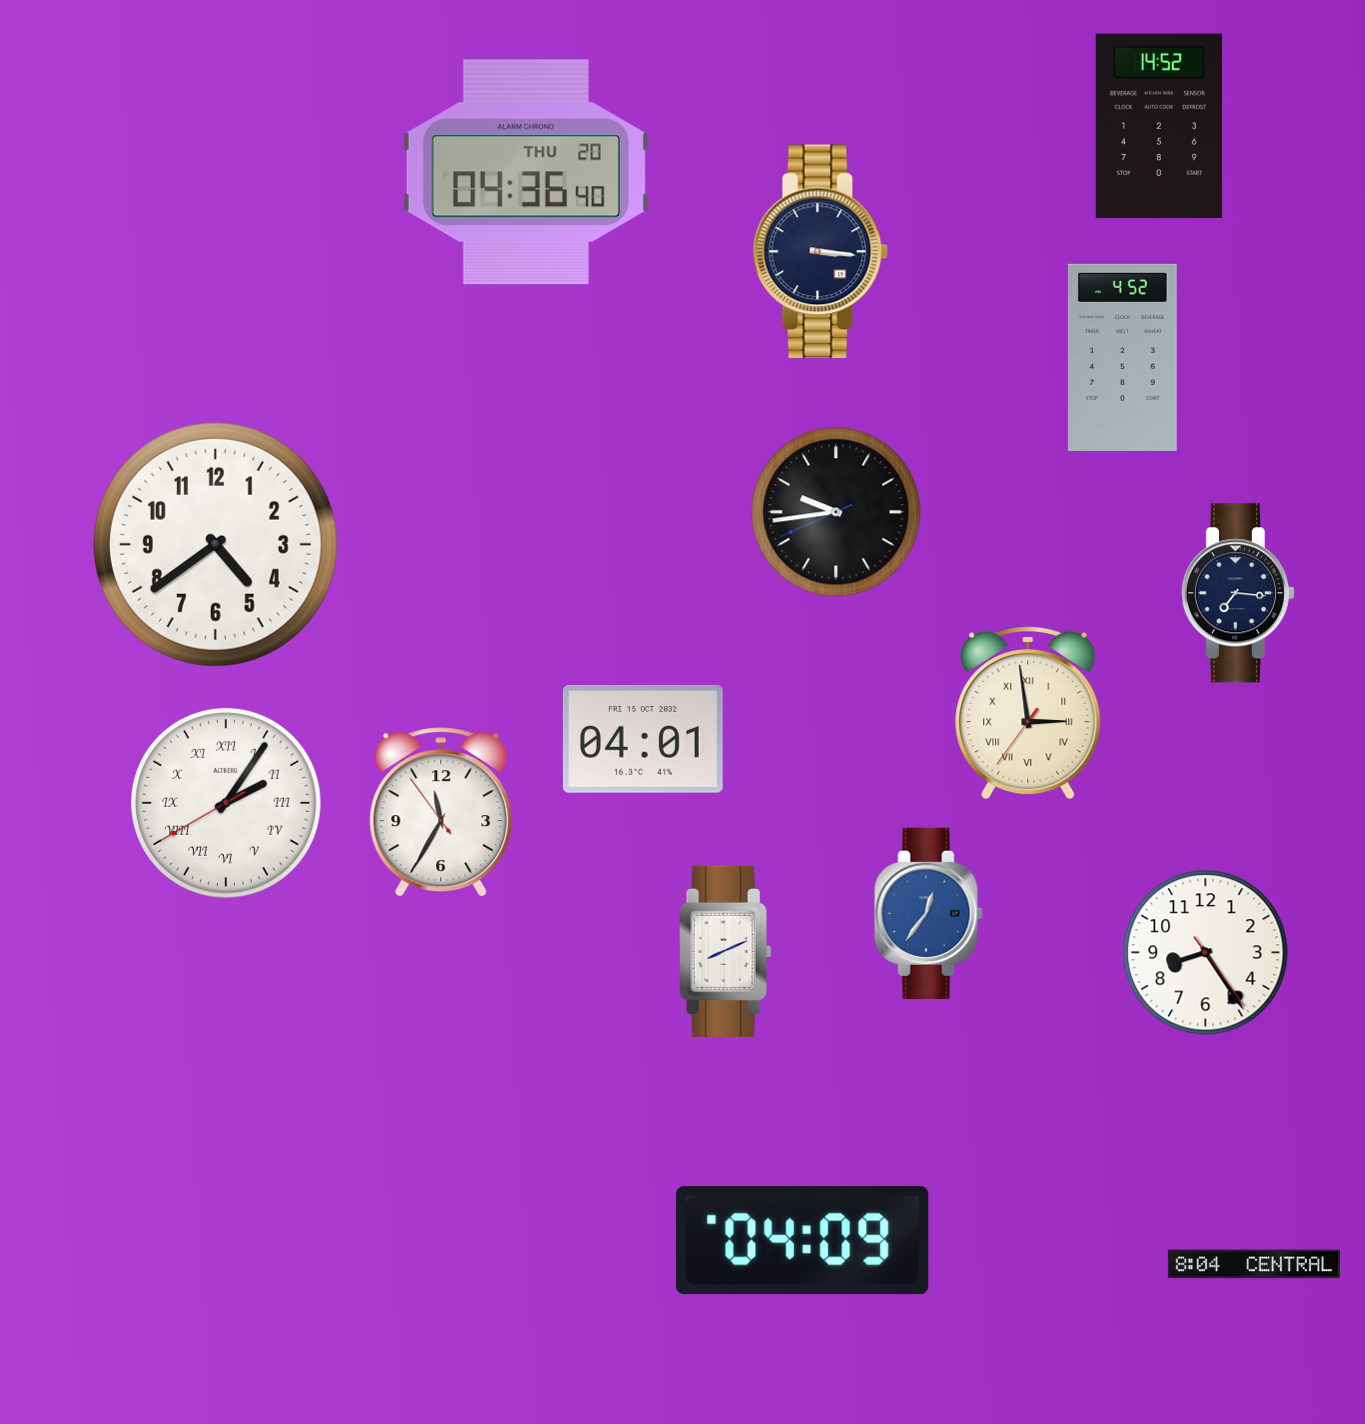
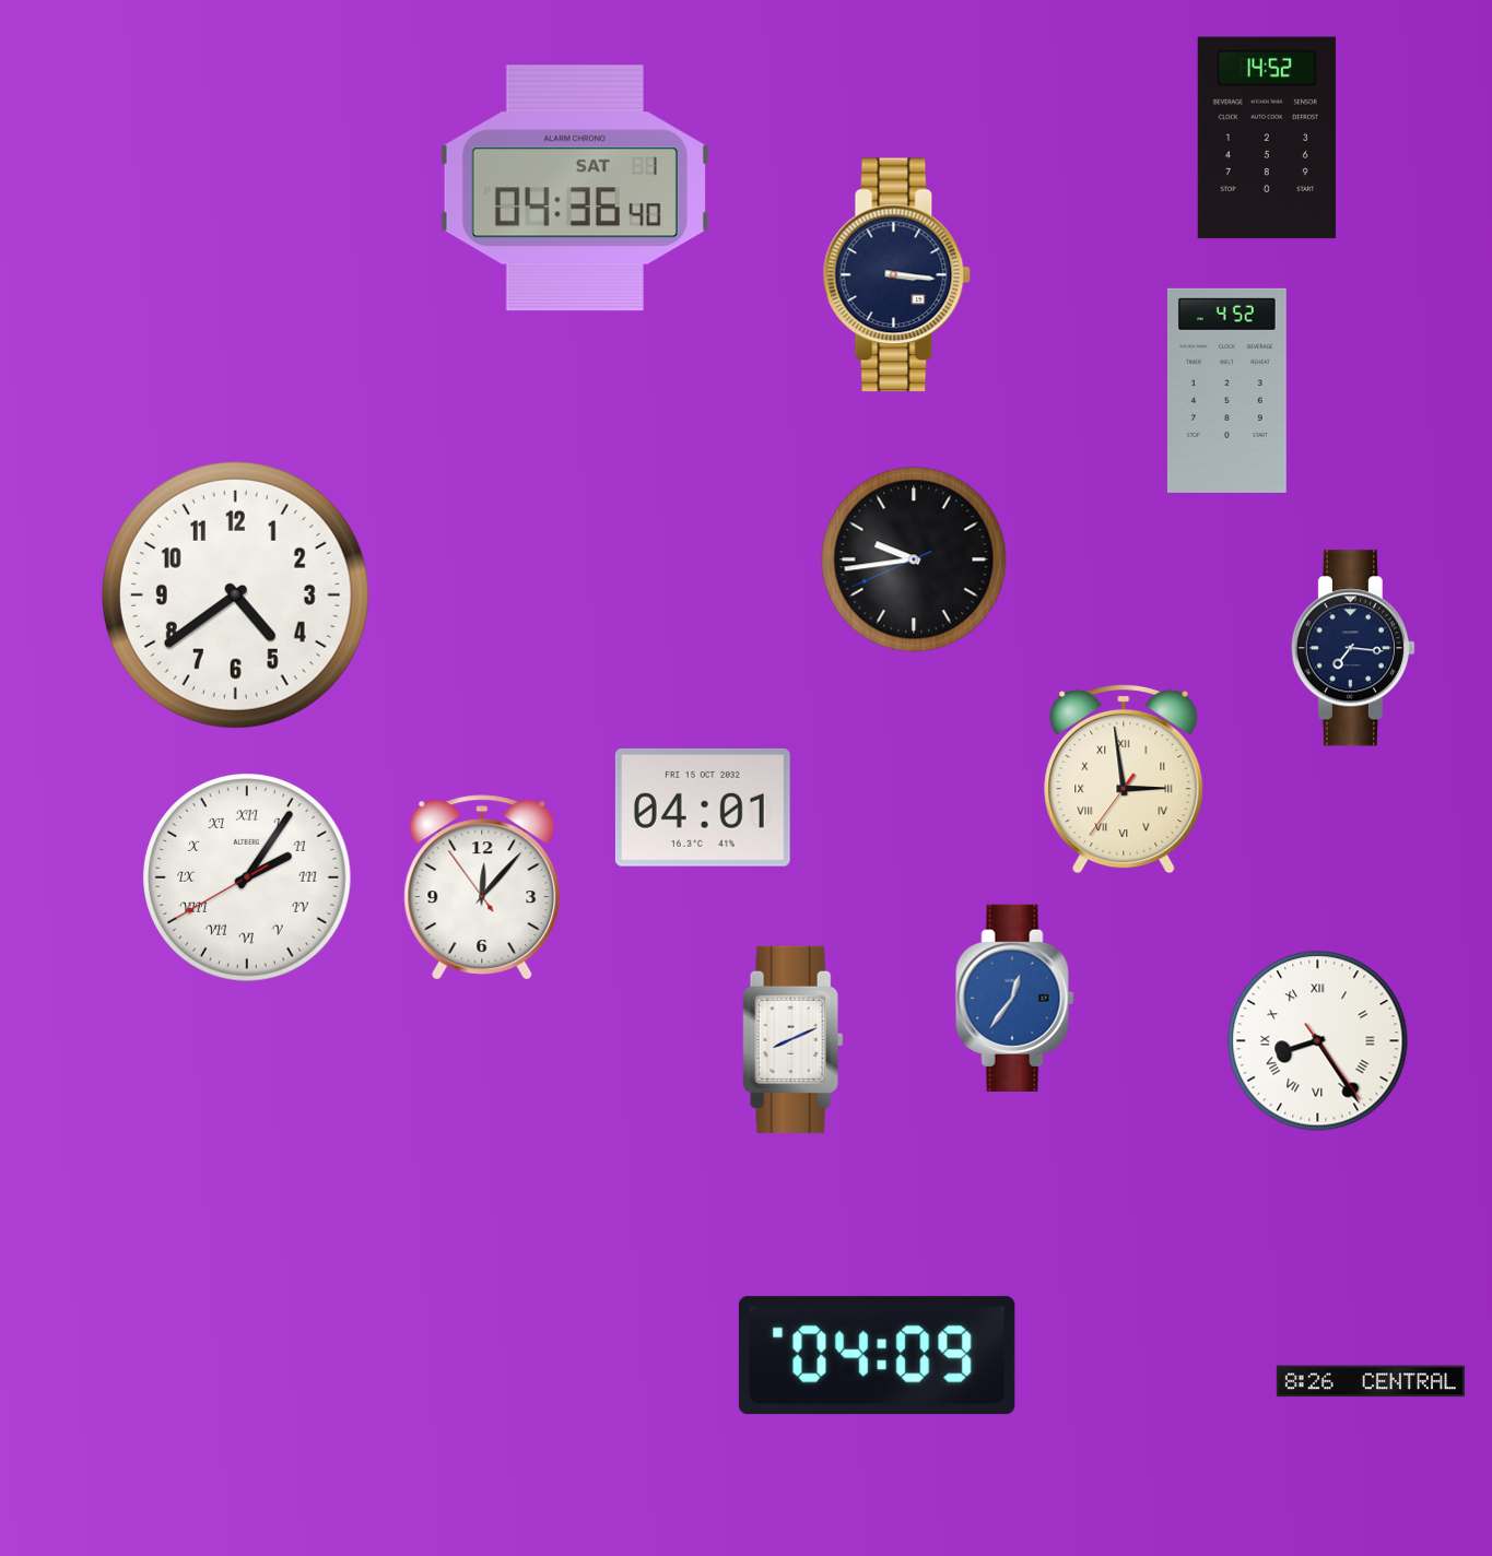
clock at (526, 172) date: THU 20 -> SAT 1
clock at (441, 812): 11:34 -> 12:06
clock at (1206, 953) numerals: Arabic -> Roman
clock at (1254, 1264): 8:04 -> 8:26
